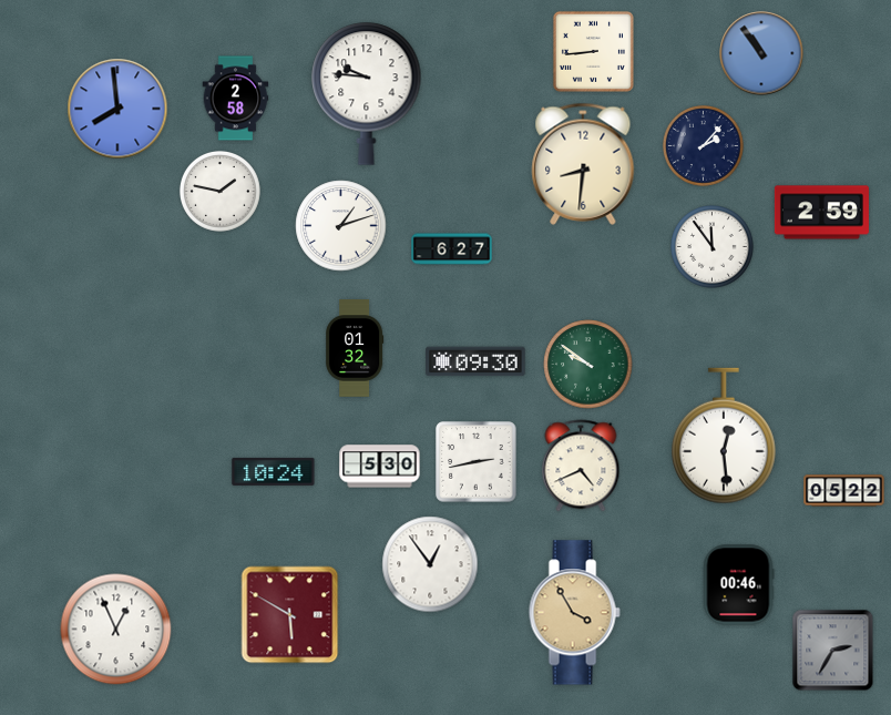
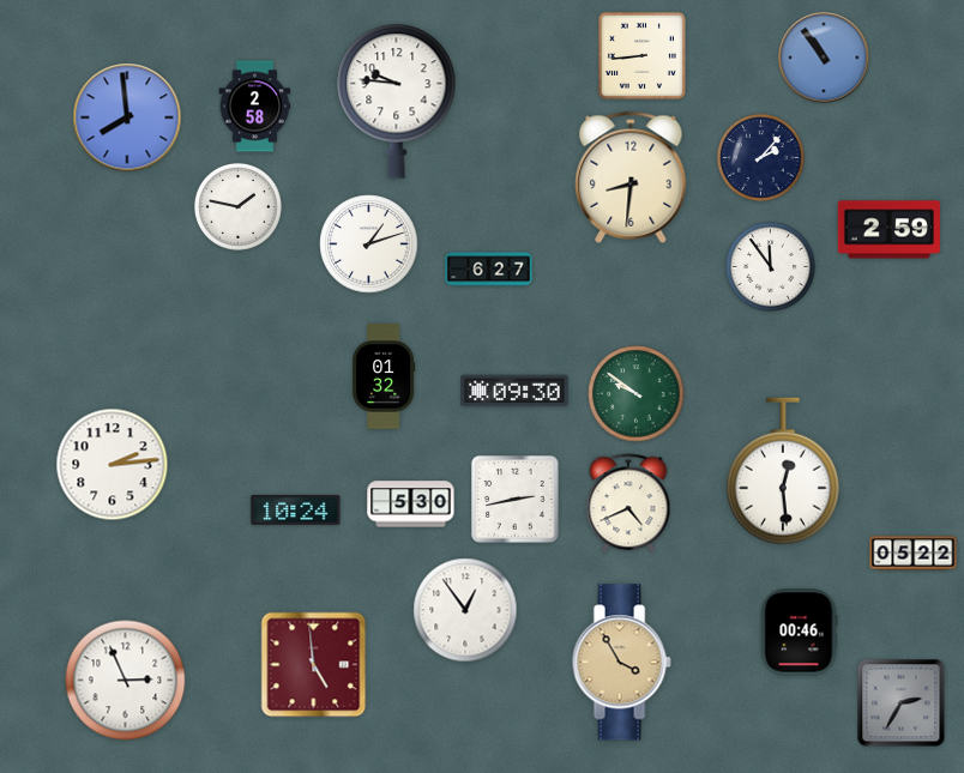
clock at (113, 465): none -> 2:14
clock at (844, 491) position: (844, 491) -> (914, 554)
clock at (290, 615): 5:50 -> 4:59
clock at (116, 630): 12:56 -> 2:56
